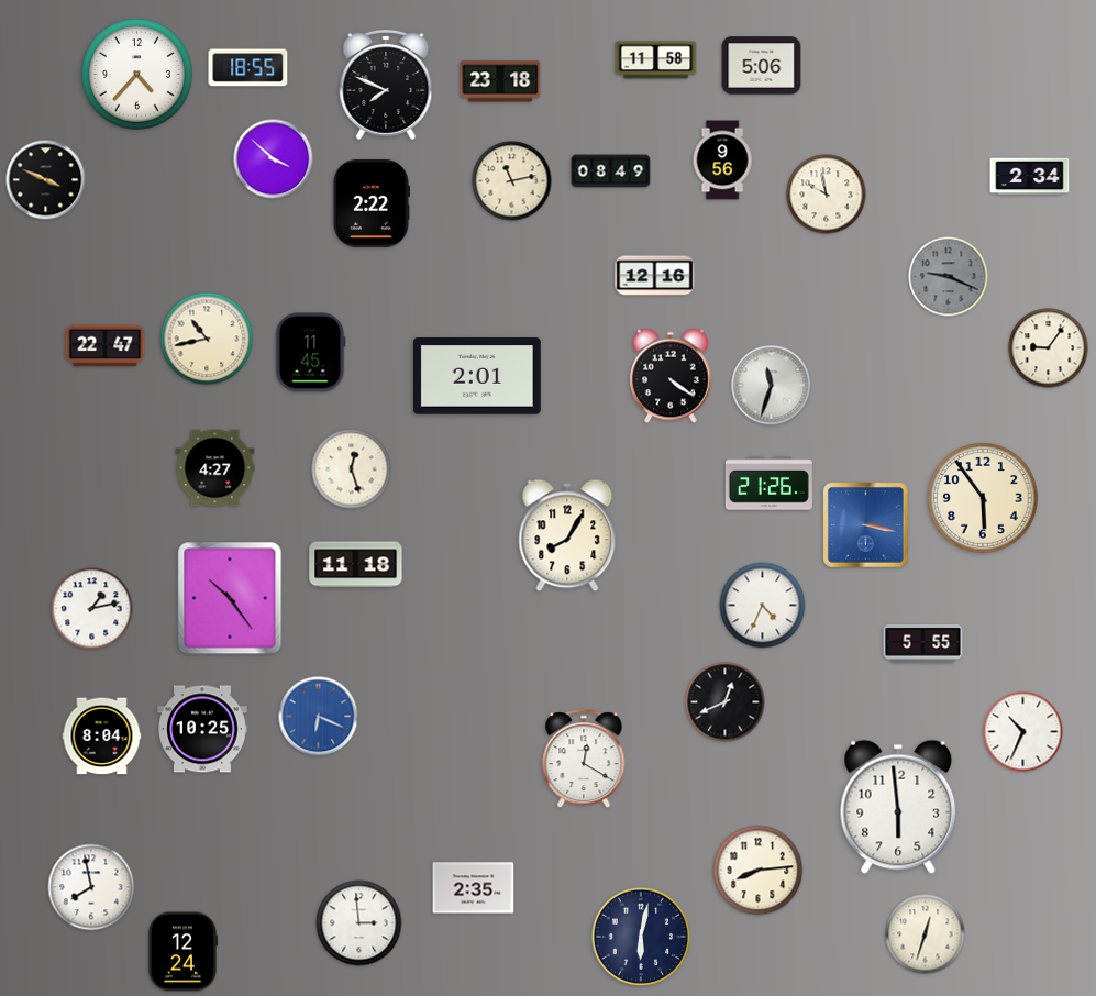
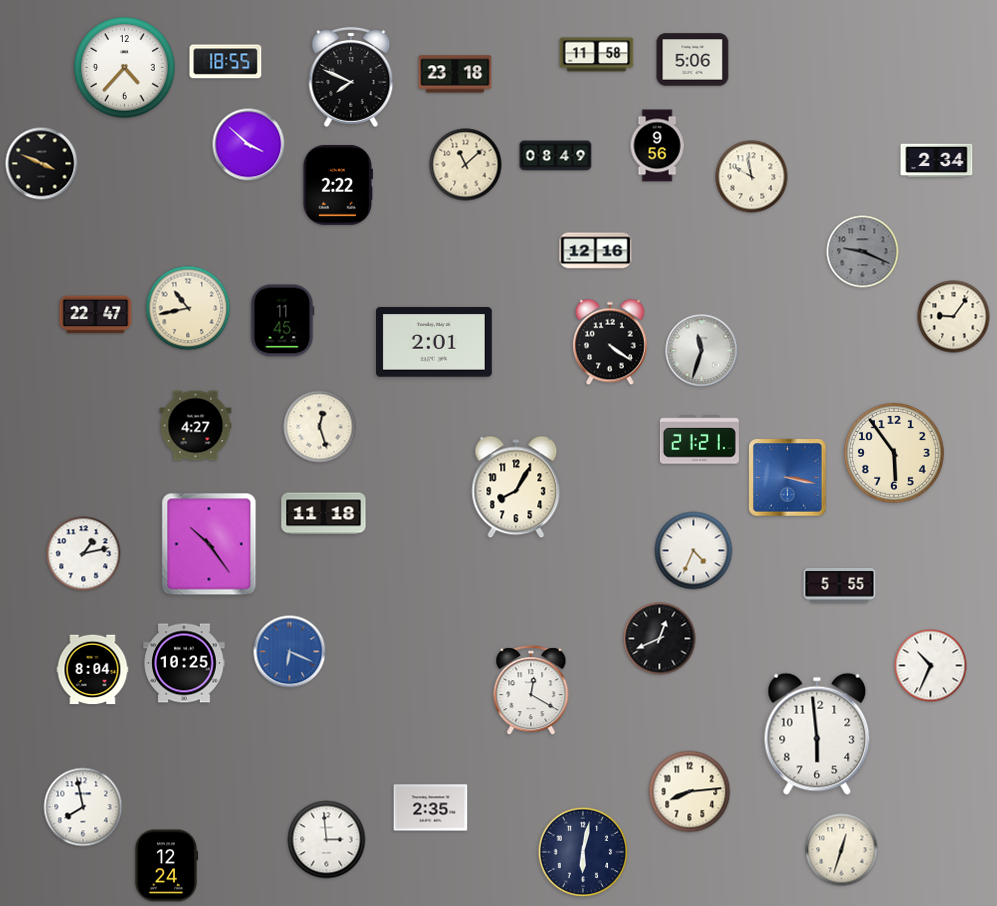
clock at (512, 181): 11:13 -> 11:08
clock at (768, 484): 21:26 -> 21:21
